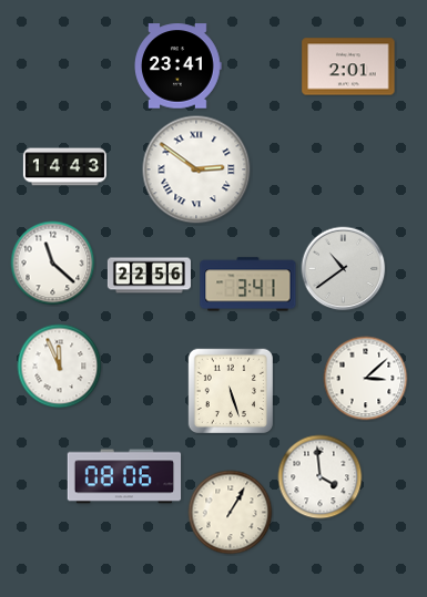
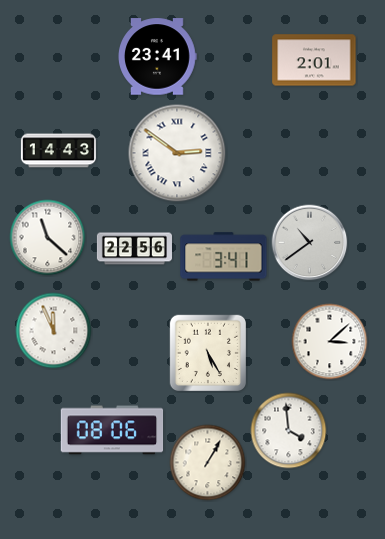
clock at (177, 66) position: (177, 66) -> (157, 57)
clock at (230, 390): 5:27 -> 5:25
